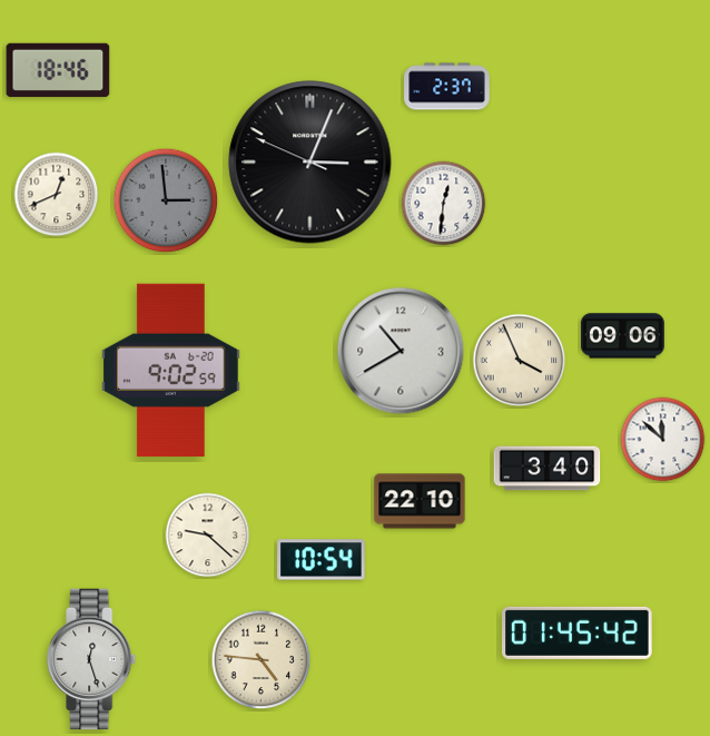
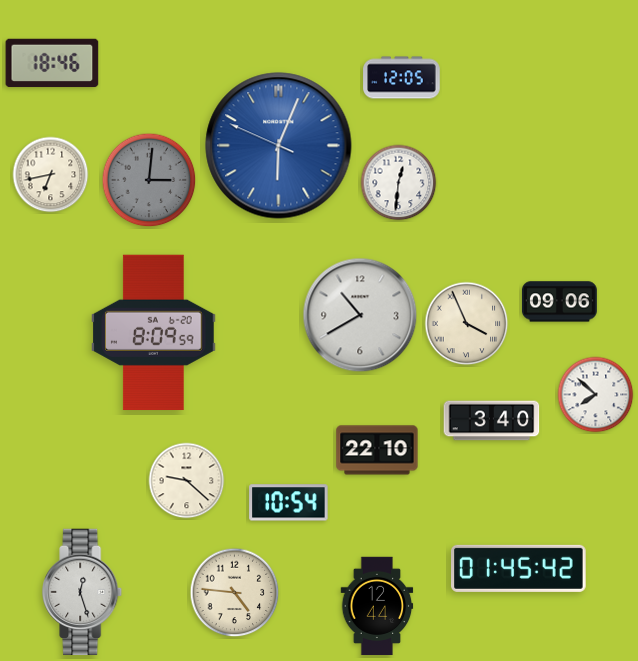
clock at (447, 87): 2:37 -> 12:05
clock at (310, 163): 3:03 -> 6:03
clock at (310, 163) dial: black -> blue
clock at (57, 195): 12:41 -> 6:43
clock at (166, 200): 2:59 -> 3:01
clock at (171, 371): 9:02 -> 8:09
clock at (663, 440): 11:52 -> 7:52
clock at (377, 606): none -> 12:44
